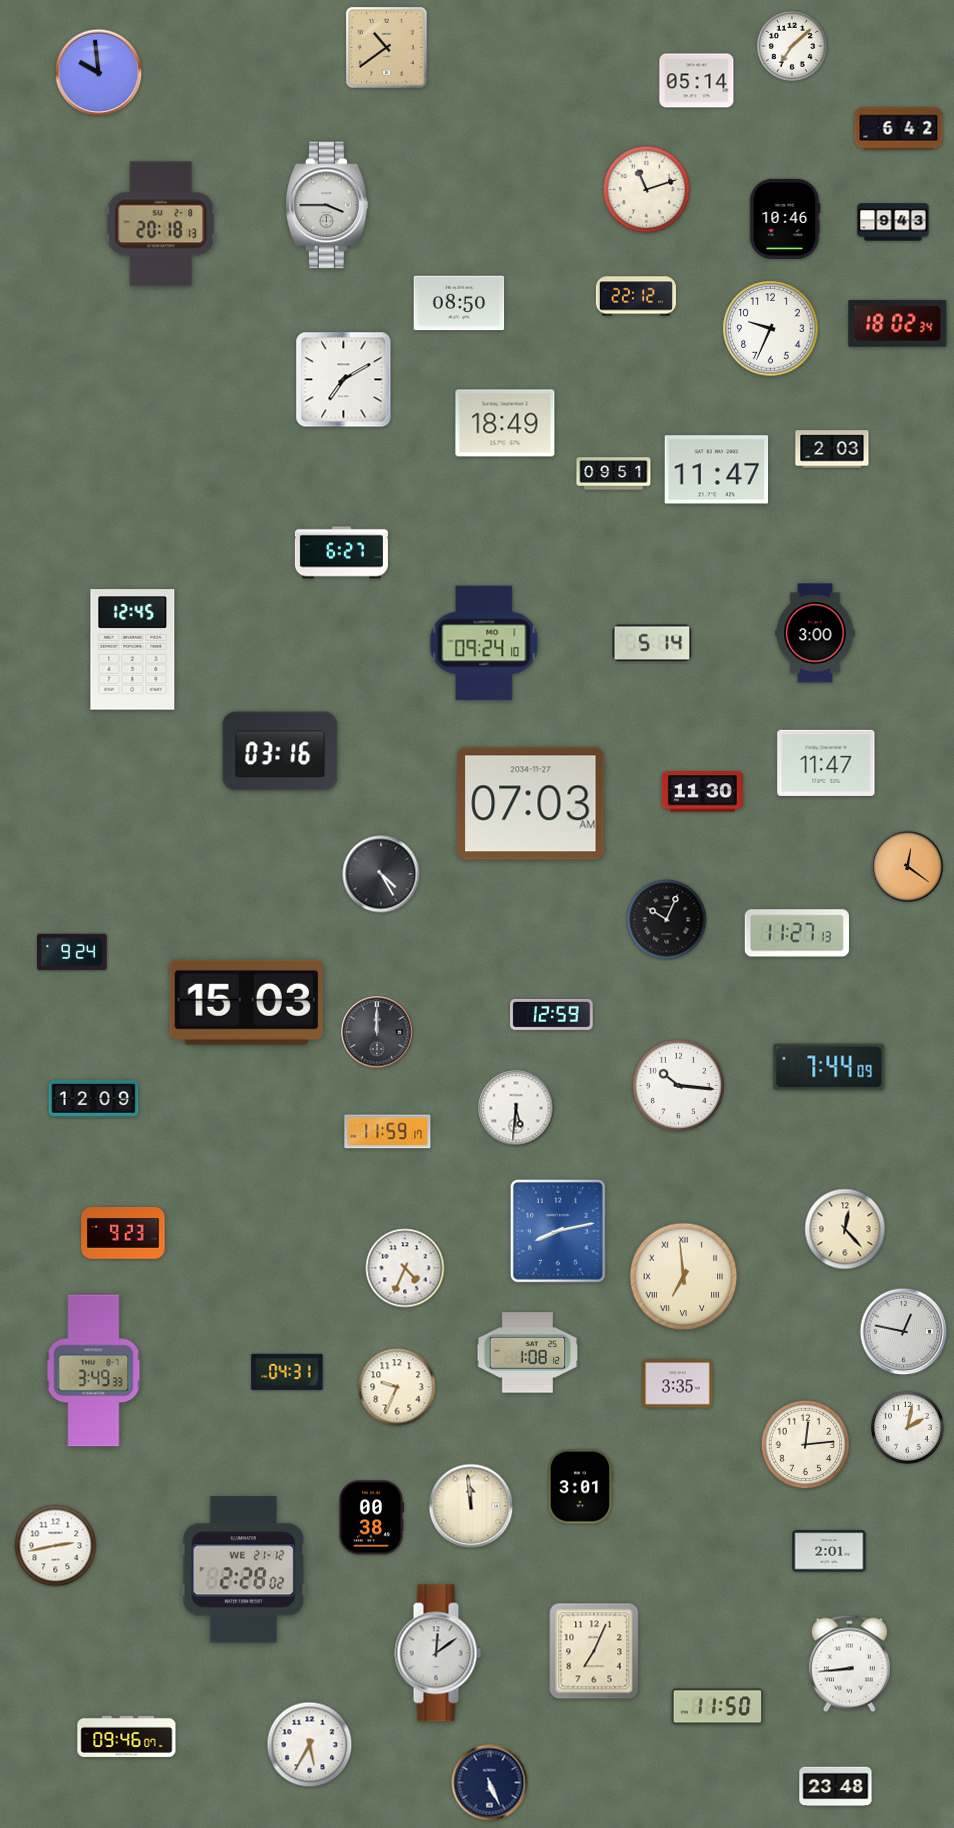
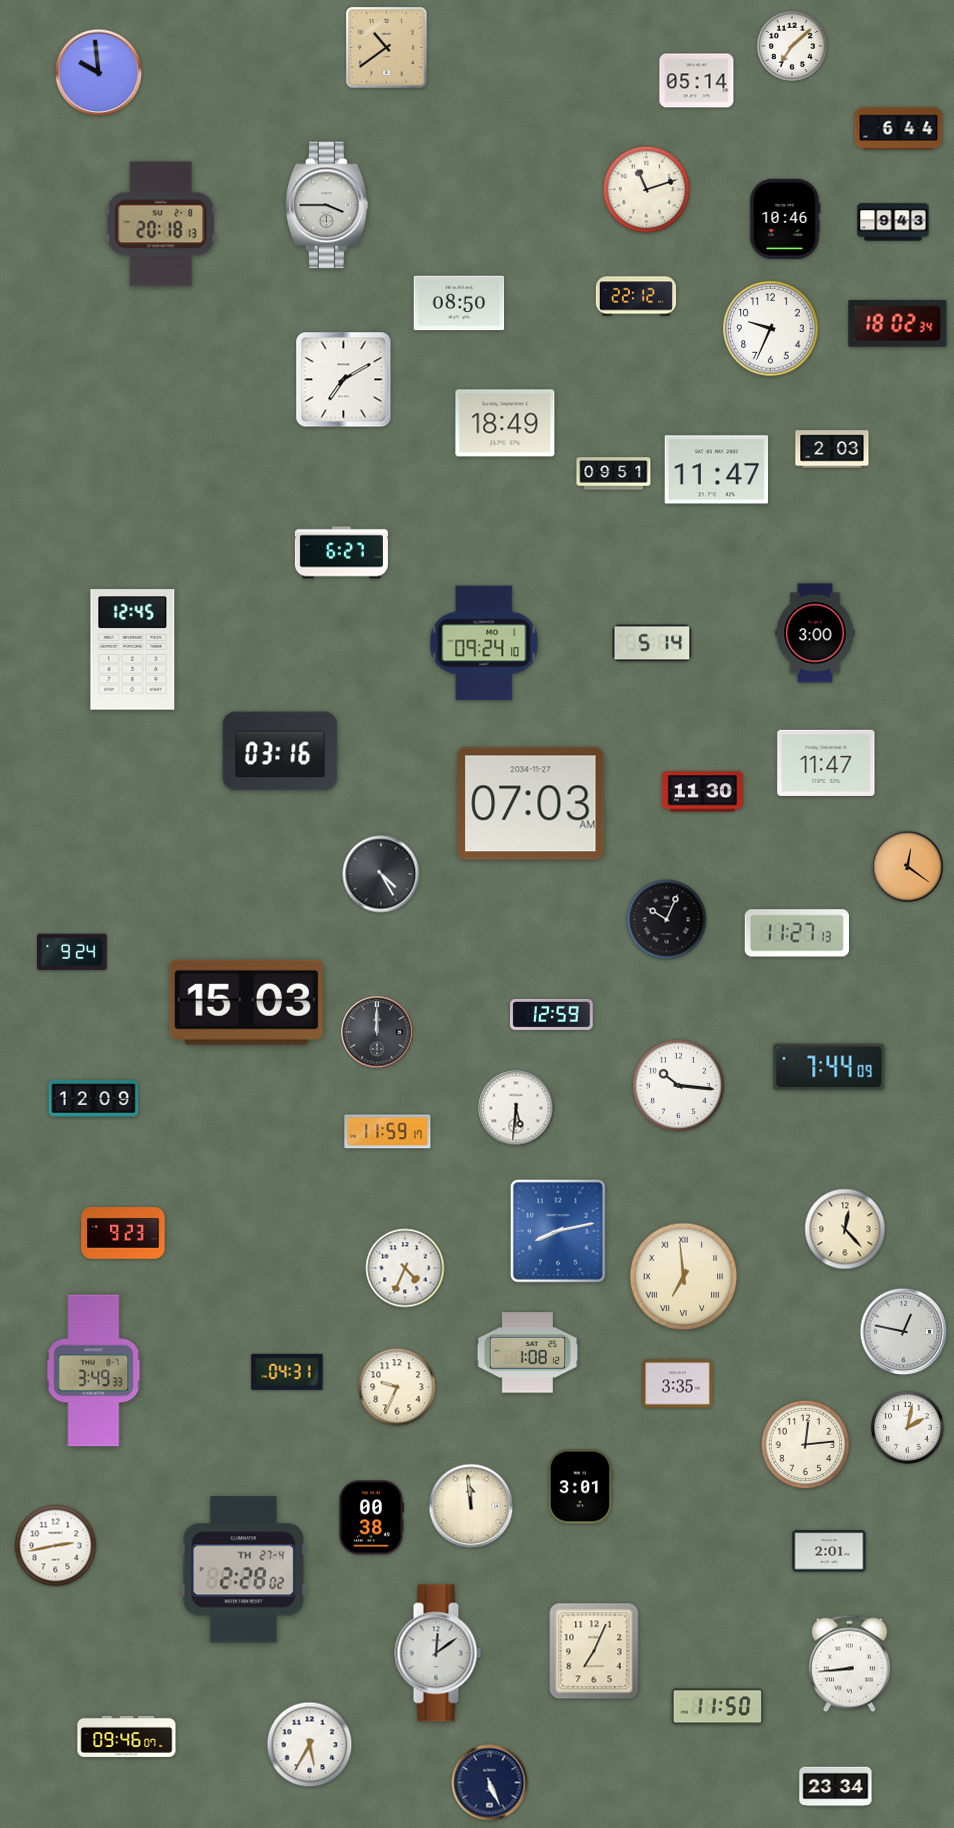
clock at (899, 129): 6:42 -> 6:44
clock at (244, 1570) date: WE 21-12 -> TH 27-4
clock at (836, 1787): 23:48 -> 23:34
